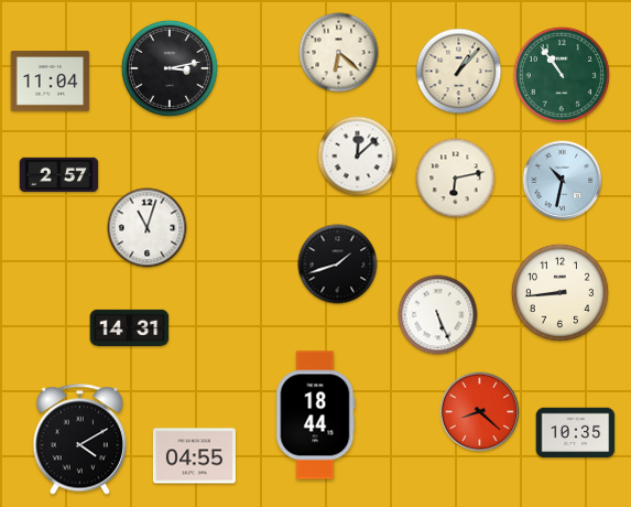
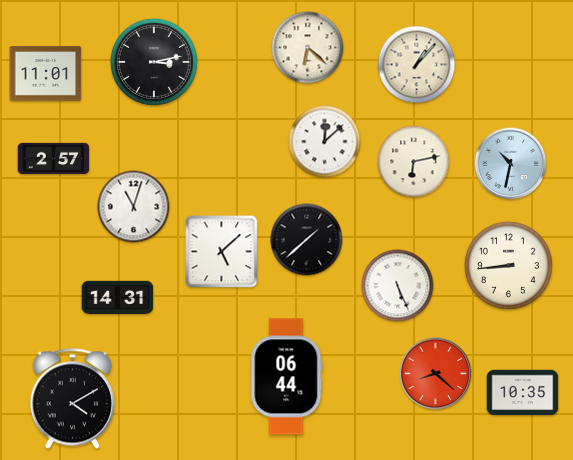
clock at (562, 75): 10:54 -> none
clock at (51, 82): 11:04 -> 11:01
clock at (338, 265): 1:42 -> 1:38
clock at (222, 252): none -> 5:08
clock at (316, 416): 18:44 -> 06:44
clock at (194, 456): 04:55 -> none
